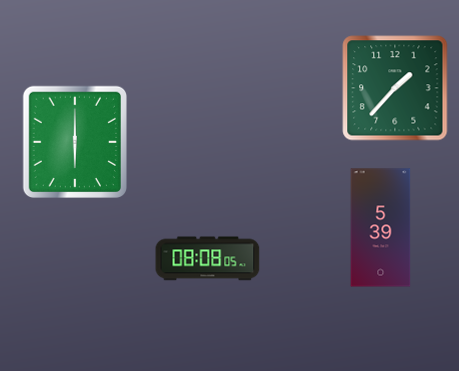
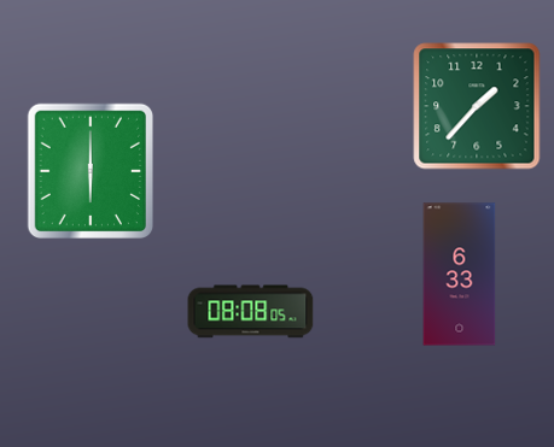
clock at (381, 228): 5:39 -> 6:33
